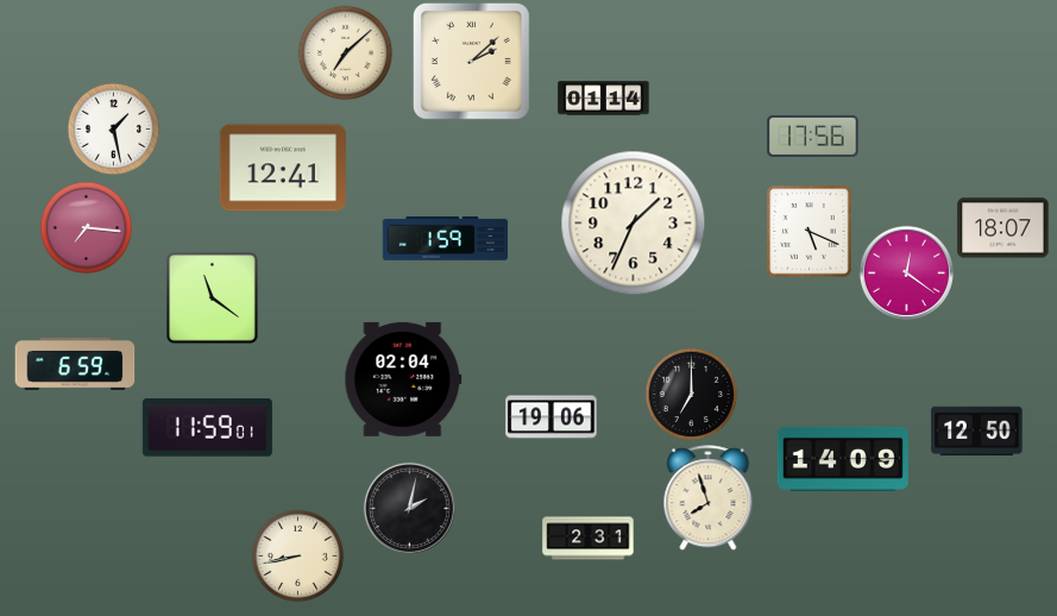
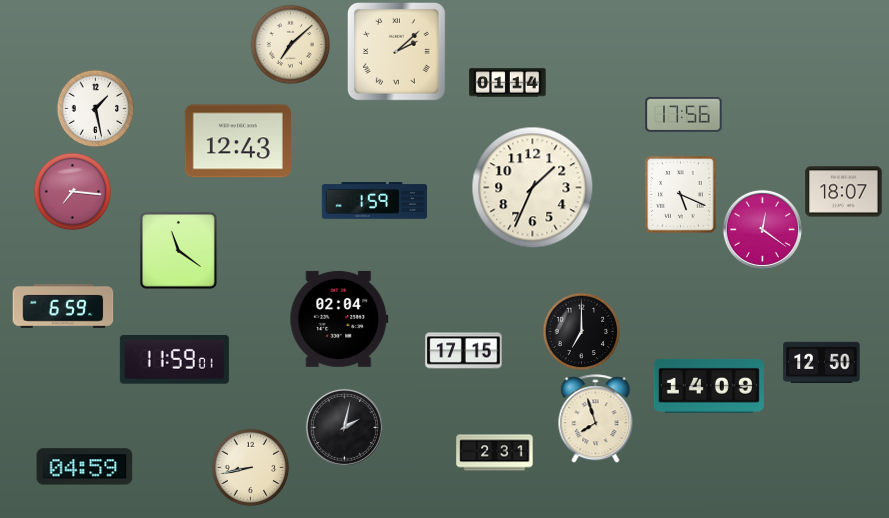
clock at (283, 168): 12:41 -> 12:43
clock at (552, 417): 19:06 -> 17:15
clock at (85, 467): none -> 04:59
